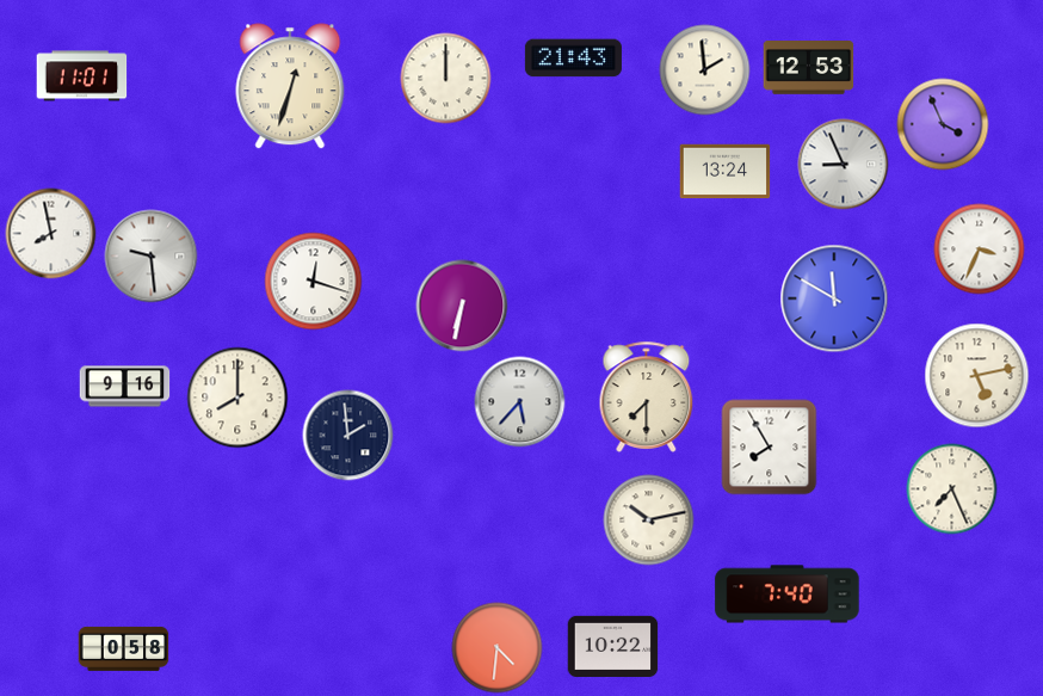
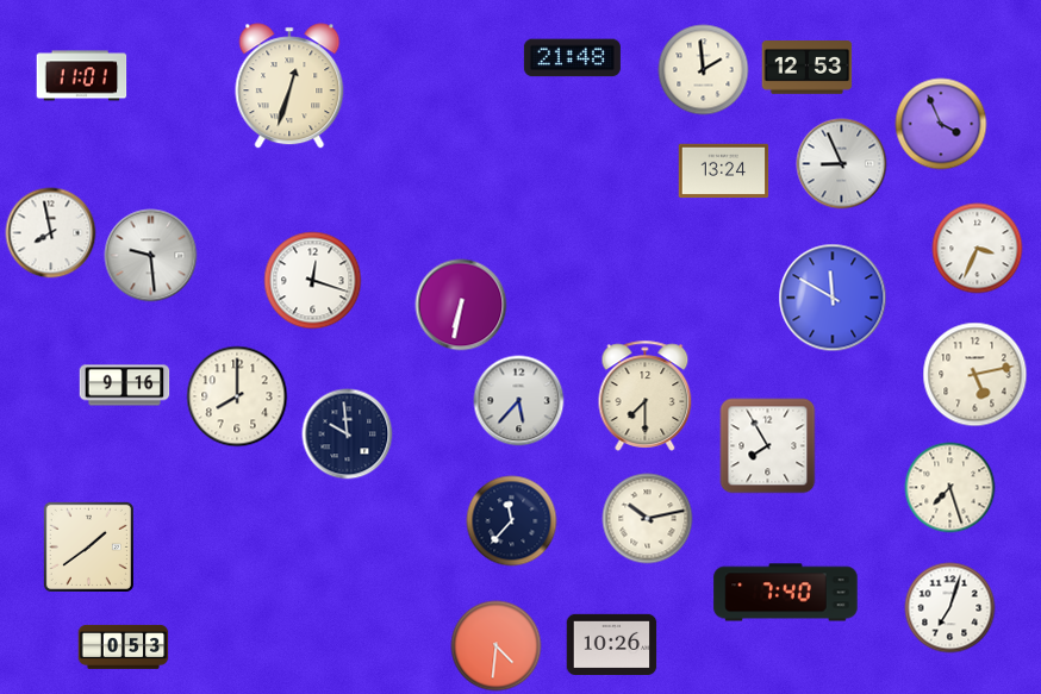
clock at (573, 58): 21:43 -> 21:48
clock at (446, 79): 12:00 -> none
clock at (348, 436): 1:59 -> 9:59
clock at (952, 489): 7:26 -> 7:27
clock at (512, 521): none -> 11:37
clock at (88, 546): none -> 1:39
clock at (950, 608): none -> 7:03
clock at (613, 646): 10:22 -> 10:26
clock at (124, 648): 0:58 -> 0:53
